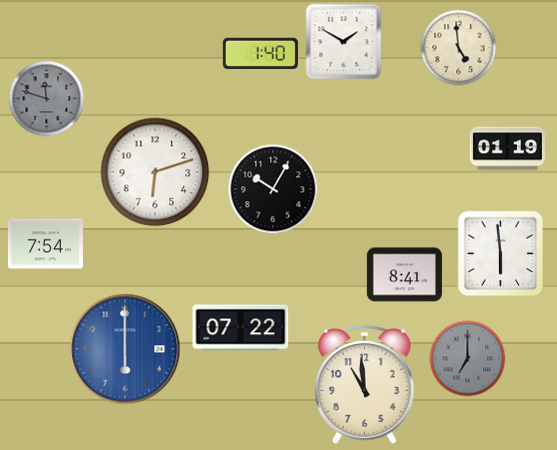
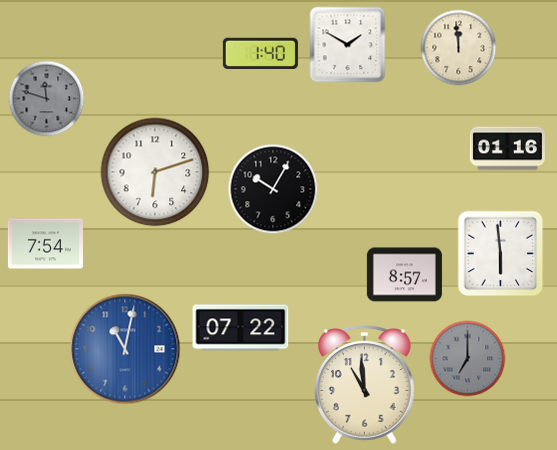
clock at (344, 42) position: (344, 42) -> (348, 45)
clock at (459, 48): 4:59 -> 11:59
clock at (507, 149): 01:19 -> 01:16
clock at (404, 275): 8:41 -> 8:57
clock at (125, 349): 6:00 -> 11:02
